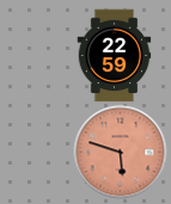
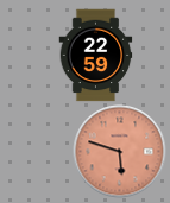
clock at (115, 55) position: (115, 55) -> (96, 55)
